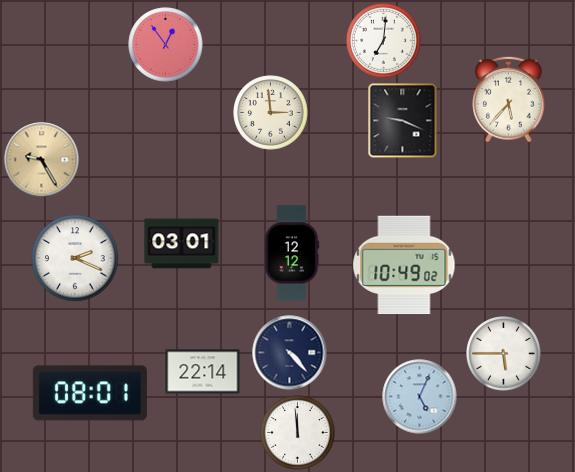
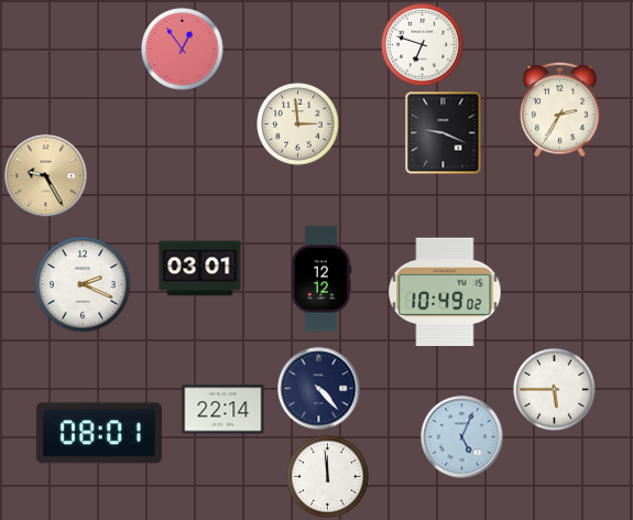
clock at (384, 41): 7:01 -> 6:48
clock at (509, 99): 5:37 -> 2:35
